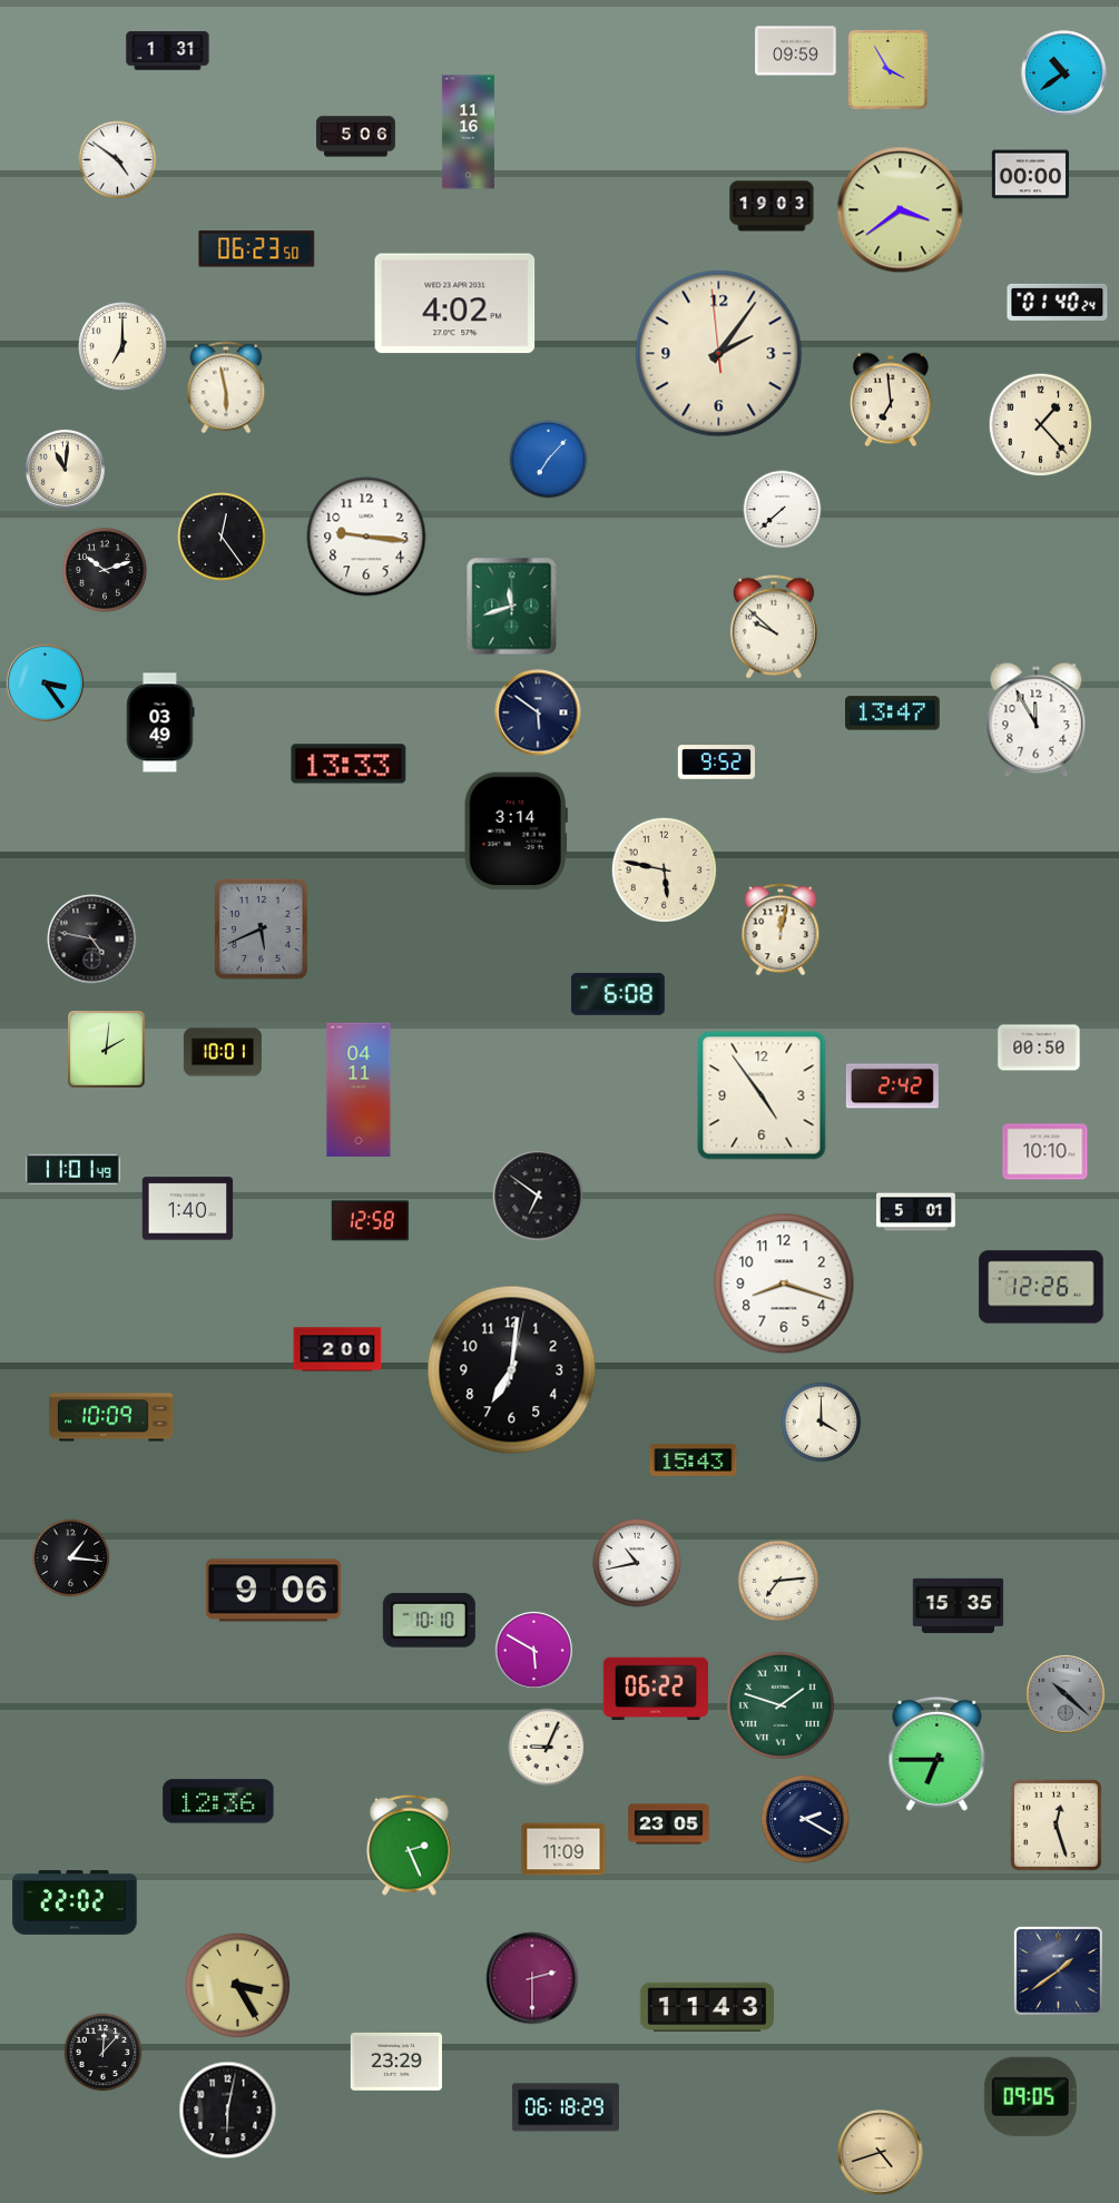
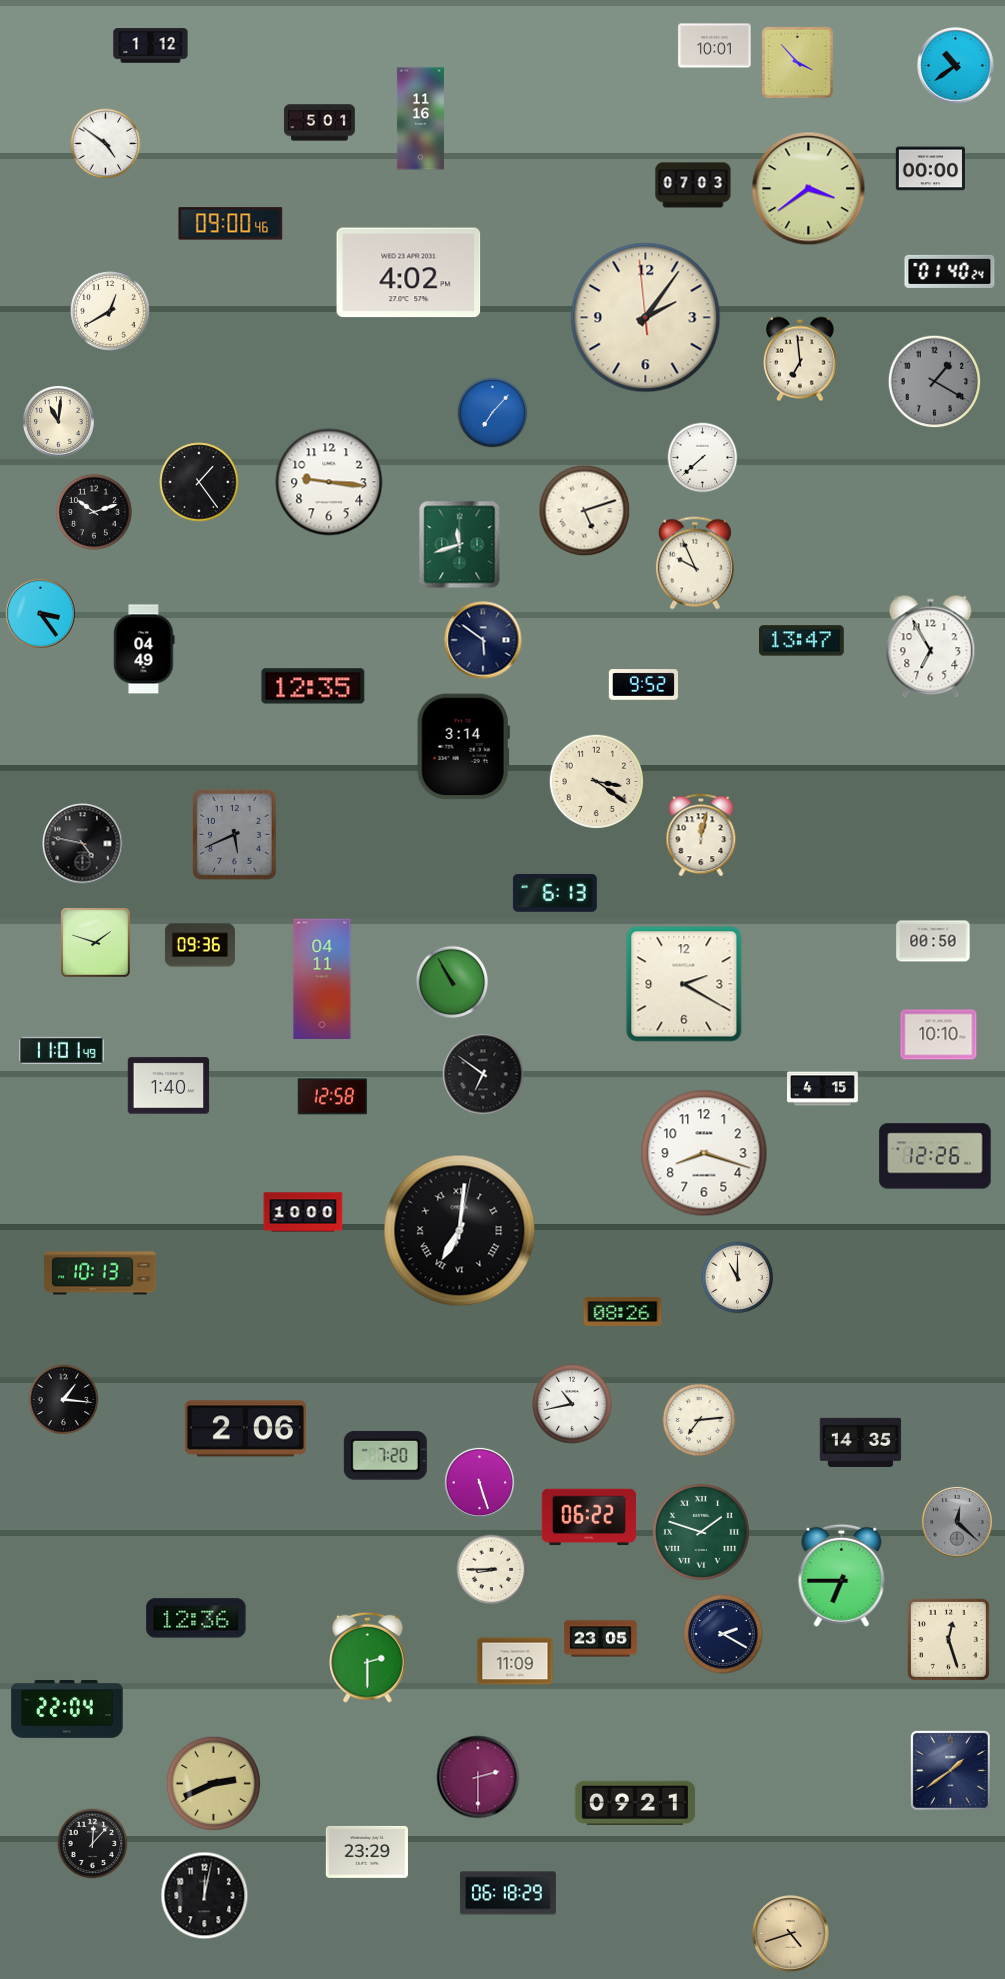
clock at (168, 51): 1:31 -> 1:12
clock at (796, 51): 09:59 -> 10:01
clock at (887, 69): 3:55 -> 3:53
clock at (355, 137): 5:06 -> 5:01
clock at (1030, 175) position: (1030, 175) -> (930, 169)
clock at (772, 206): 19:03 -> 07:03
clock at (257, 249): 06:23 -> 09:00
clock at (122, 346): 7:00 -> 12:40
clock at (226, 387): 5:58 -> none
clock at (1041, 425): 1:23 -> 1:20
clock at (1041, 425) dial: cream -> grey
clock at (222, 537): 12:24 -> 1:24
clock at (585, 511): none -> 5:12
clock at (774, 627): 9:52 -> 9:56
clock at (1037, 720): 11:55 -> 6:55
clock at (160, 722): 03:49 -> 04:49
clock at (349, 764): 13:33 -> 12:35
clock at (664, 869): 5:47 -> 3:21
clock at (618, 994): 6:08 -> 6:13
clock at (107, 1050): 2:01 -> 1:48
clock at (223, 1052): 10:01 -> 09:36
clock at (892, 1086): 2:42 -> none
clock at (452, 982): none -> 10:55
clock at (762, 1095): 4:54 -> 2:20
clock at (73, 1169) position: (73, 1169) -> (62, 1050)
clock at (916, 1212): 5:01 -> 4:15
clock at (337, 1349): 2:00 -> 10:00
clock at (512, 1370) numerals: Arabic -> Roman
clock at (111, 1417): 10:09 -> 10:13
clock at (822, 1423): 4:00 -> 11:00
clock at (694, 1459): 15:43 -> 08:26
clock at (273, 1591): 9:06 -> 2:06
clock at (959, 1605): 15:35 -> 14:35
clock at (429, 1620): 10:10 -> 7:20
clock at (533, 1650): 5:50 -> 5:27
clock at (1066, 1694): 10:22 -> 12:22
clock at (548, 1748): 9:04 -> 8:45
clock at (410, 1845): 2:26 -> 2:30
clock at (563, 1849) position: (563, 1849) -> (515, 1661)
clock at (75, 1902): 22:02 -> 22:04
clock at (237, 1985): 3:25 -> 2:41
clock at (706, 2007): 11:43 -> 09:21
clock at (396, 2062) position: (396, 2062) -> (367, 1852)
clock at (1030, 2096): 09:05 -> none
clock at (228, 2111): 6:02 -> 12:02
